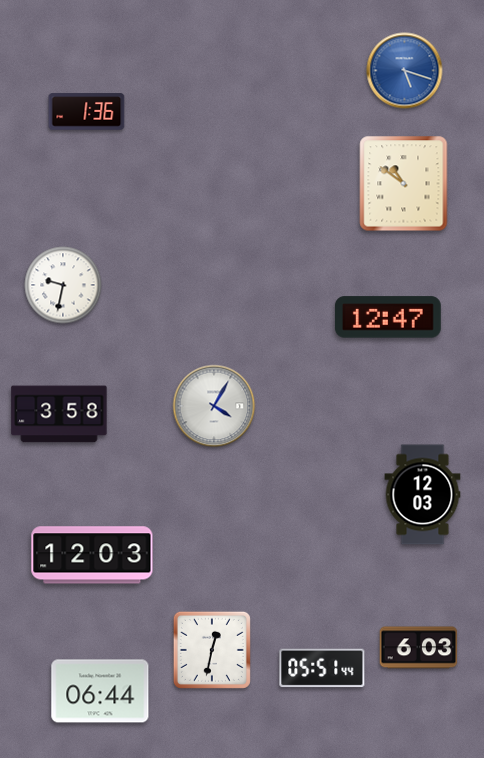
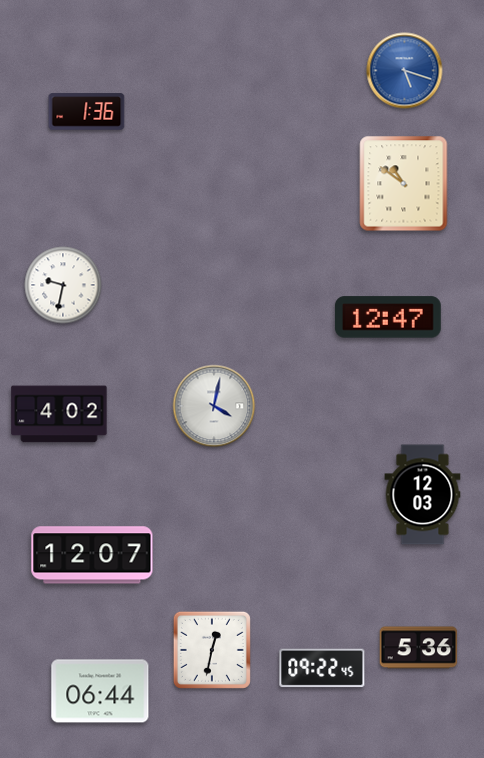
clock at (214, 406): 4:05 -> 4:02
clock at (59, 414): 3:58 -> 4:02
clock at (92, 555): 12:03 -> 12:07
clock at (419, 648): 6:03 -> 5:36
clock at (322, 668): 05:51 -> 09:22
